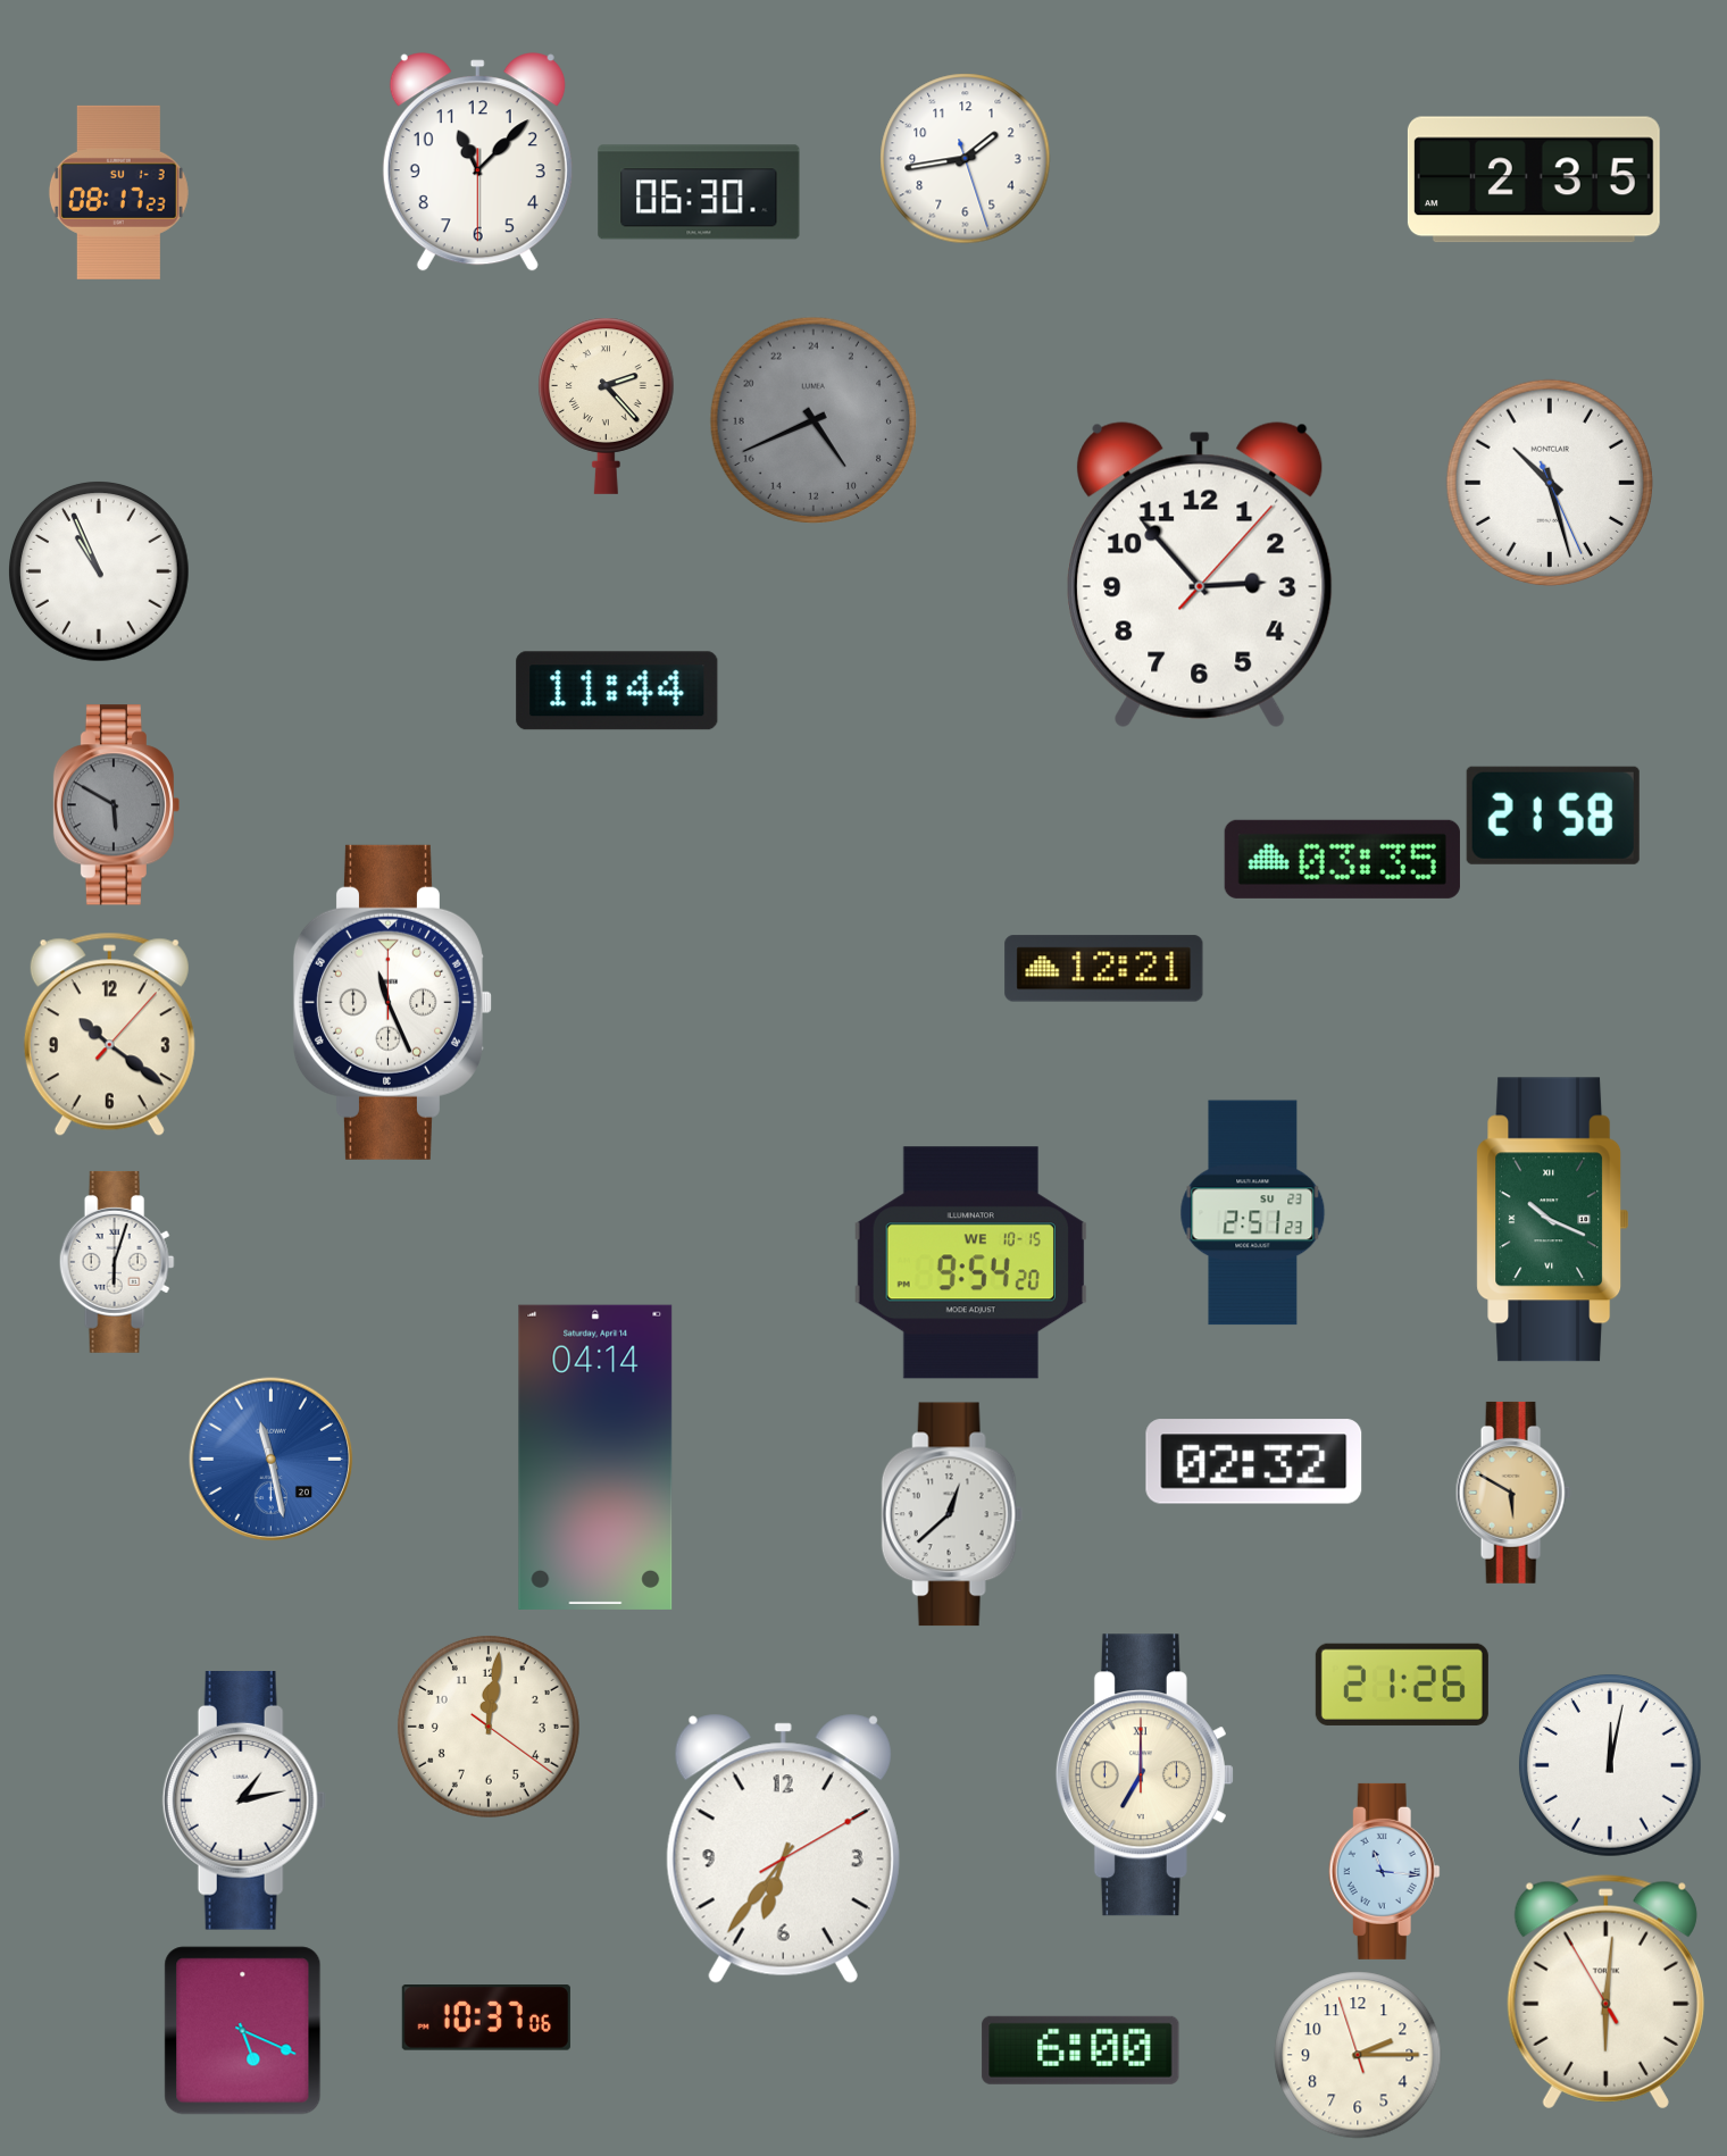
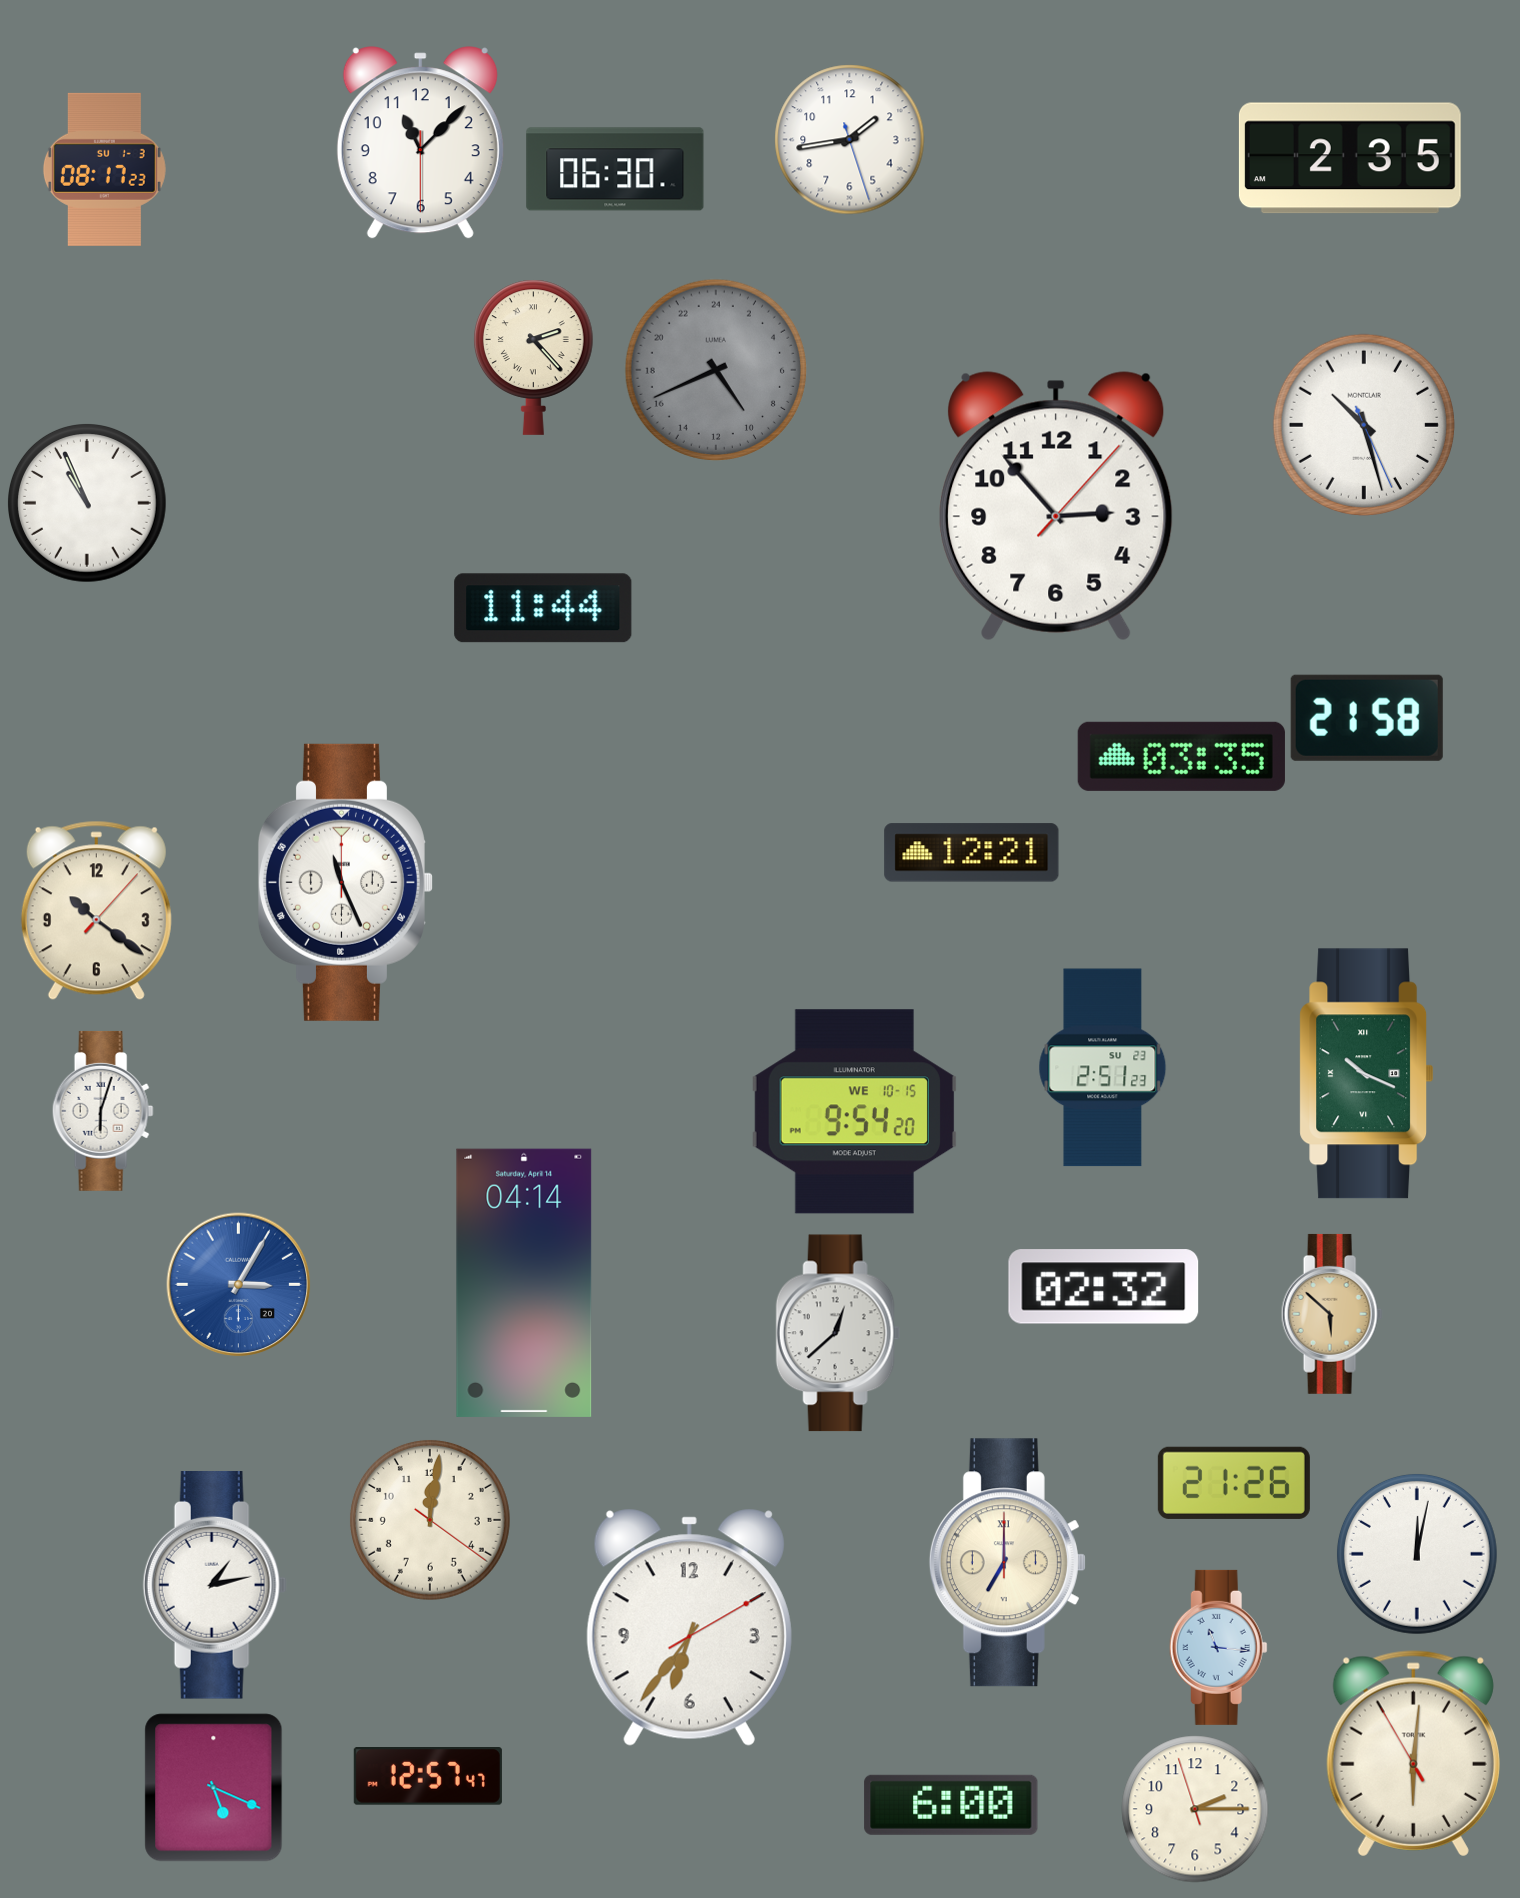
clock at (116, 805): 5:50 -> none
clock at (272, 1460): 11:28 -> 3:05
clock at (1513, 1493): 5:50 -> 5:52
clock at (486, 2019): 10:37 -> 12:57
